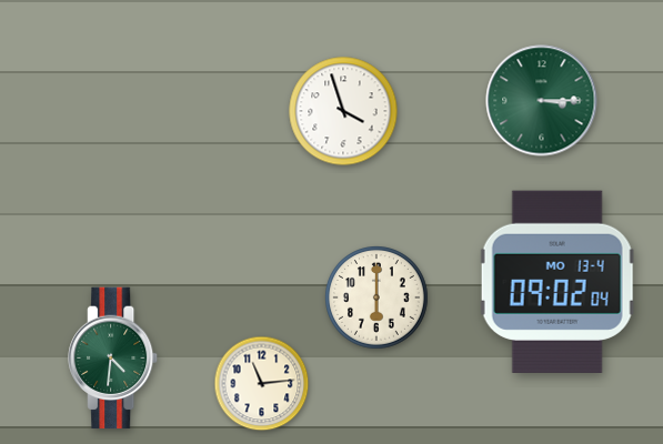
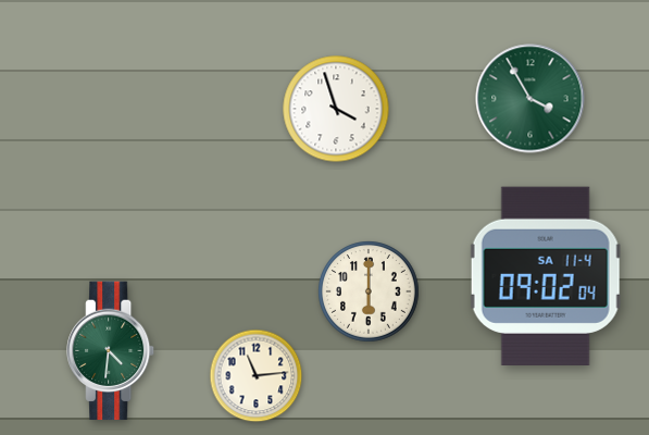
clock at (542, 101): 3:15 -> 3:55
clock at (557, 282) date: MO 13-4 -> SA 11-4
